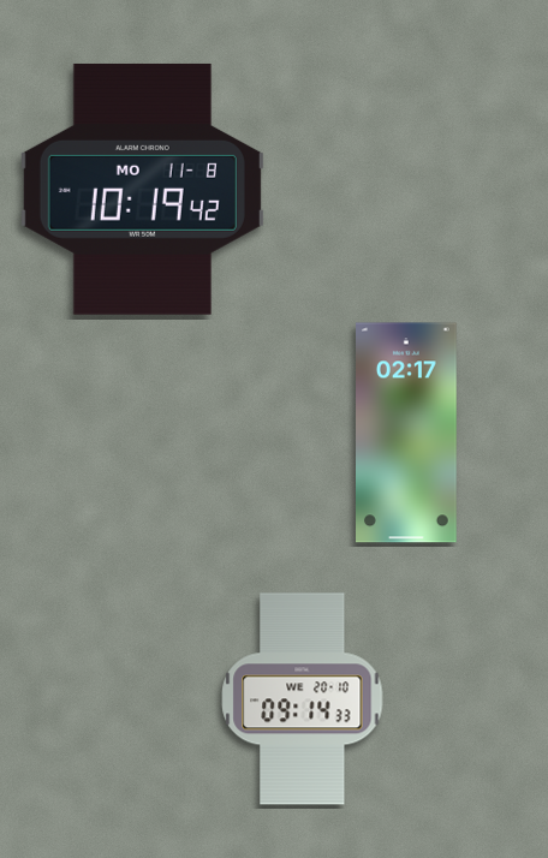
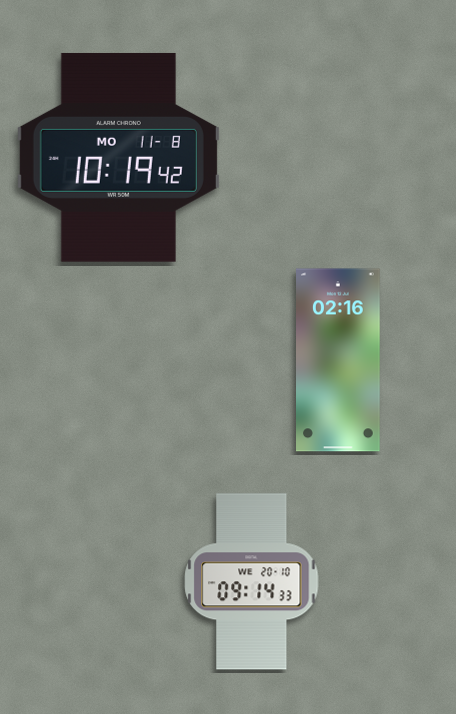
clock at (407, 433): 02:17 -> 02:16
